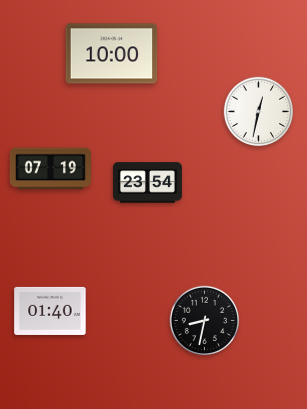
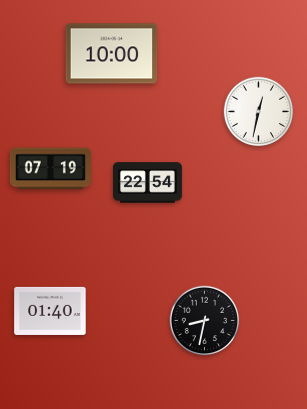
clock at (147, 183): 23:54 -> 22:54
